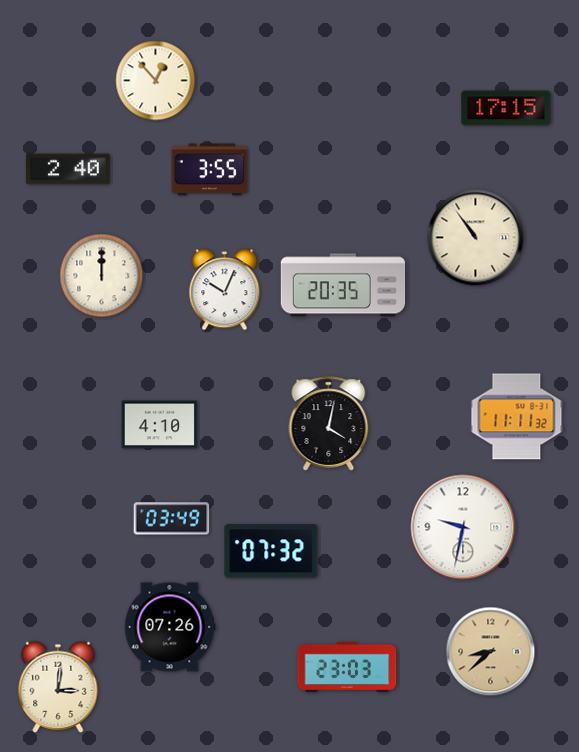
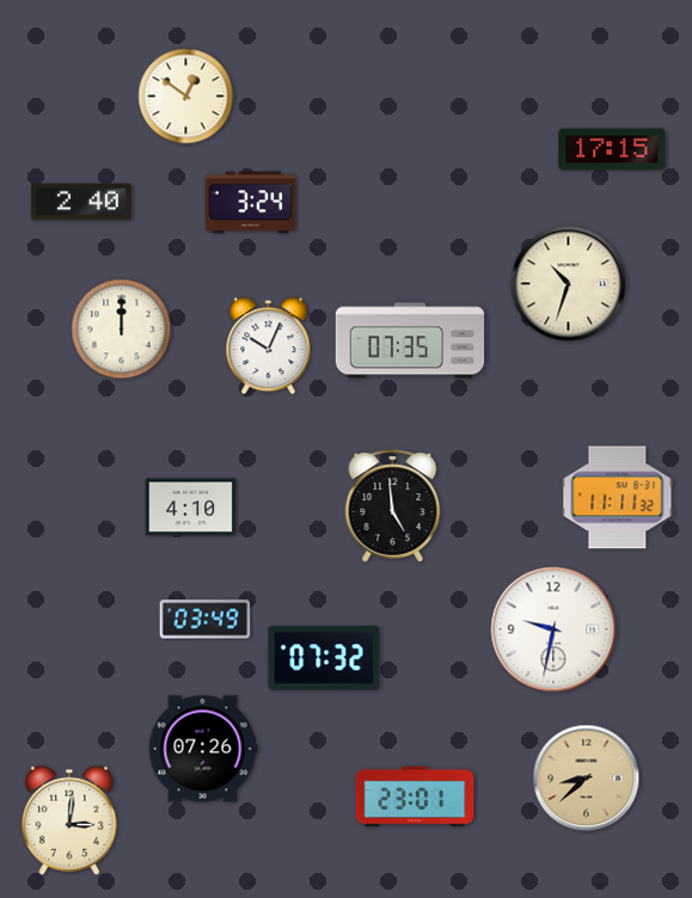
clock at (156, 81): 12:53 -> 12:51
clock at (506, 108) position: (506, 108) -> (612, 149)
clock at (210, 170): 3:55 -> 3:24
clock at (476, 238): 10:54 -> 10:33
clock at (343, 285): 20:35 -> 07:35
clock at (329, 424): 4:02 -> 4:59
clock at (347, 667): 23:03 -> 23:01
